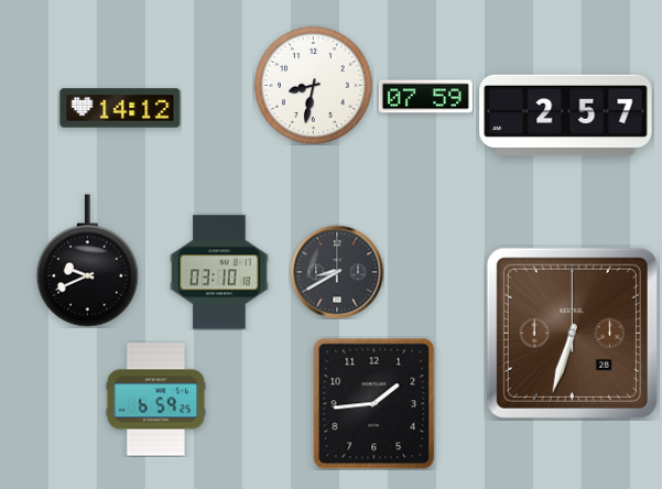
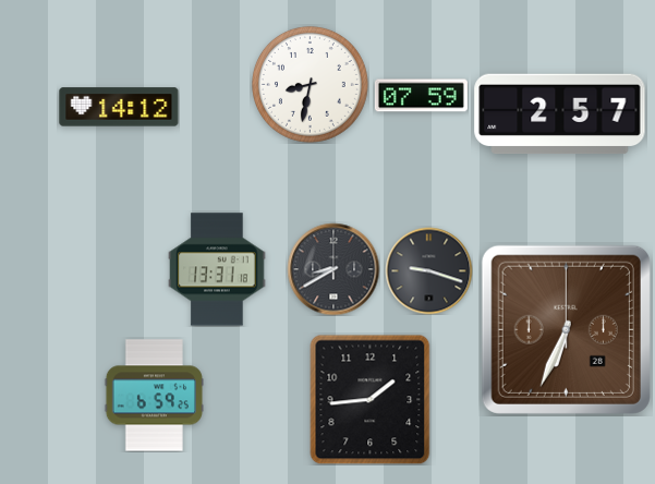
clock at (87, 261): 9:41 -> none
clock at (219, 272): 03:10 -> 13:31
clock at (428, 270): none -> 9:18
clock at (572, 333): 6:33 -> 6:34
